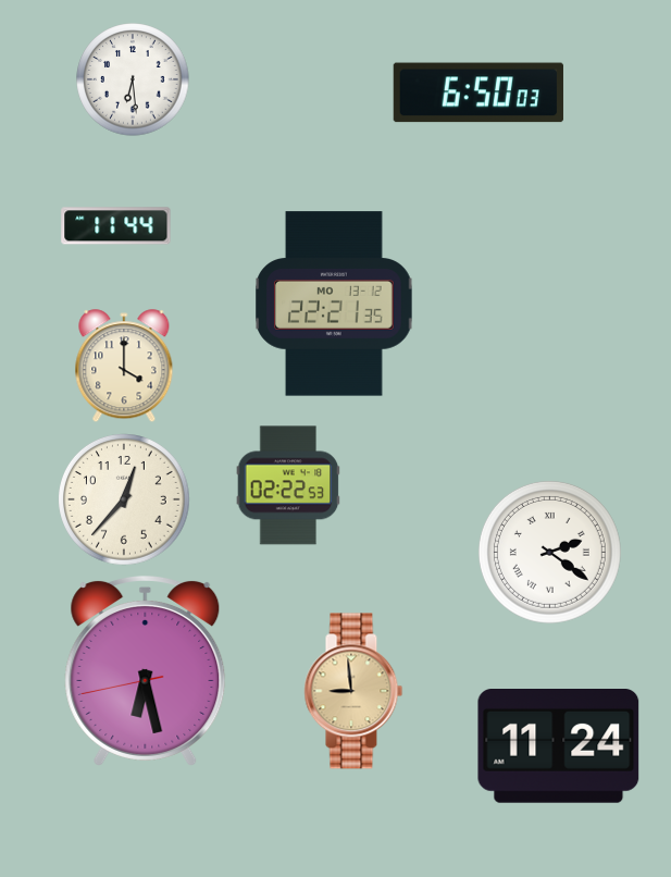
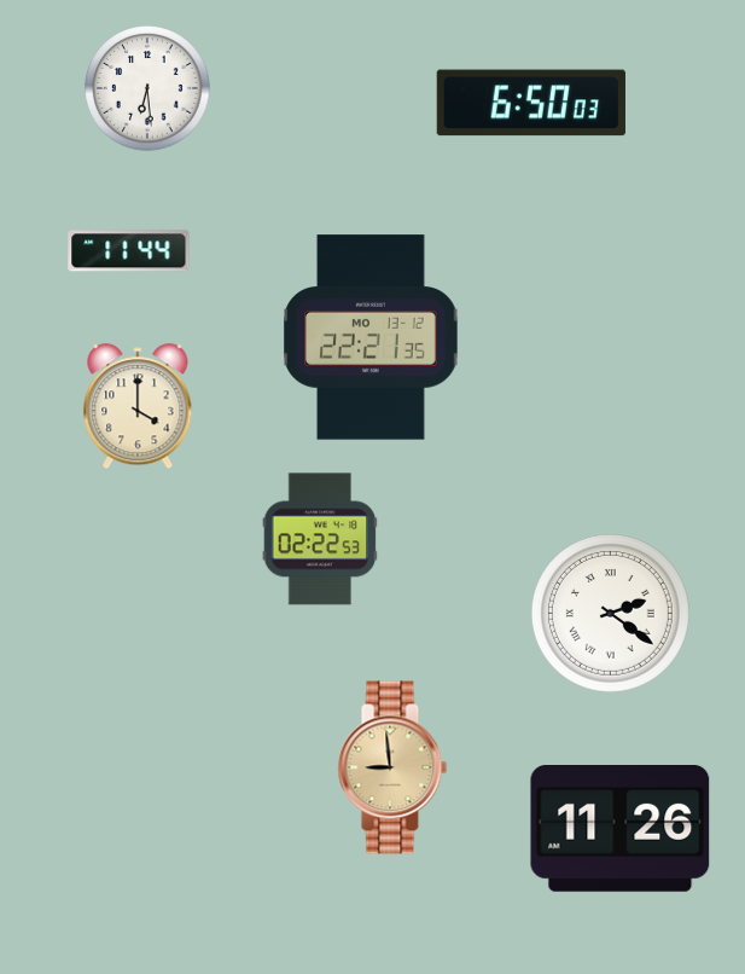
clock at (125, 501): 12:37 -> none
clock at (146, 670): 6:27 -> none
clock at (559, 746): 11:24 -> 11:26
